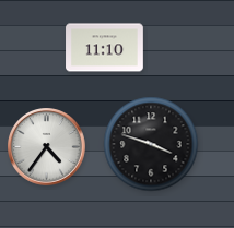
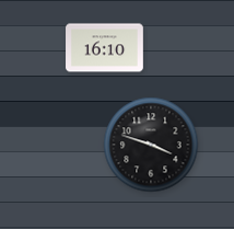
clock at (105, 48): 11:10 -> 16:10
clock at (47, 147): 4:36 -> none
